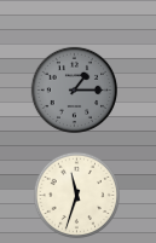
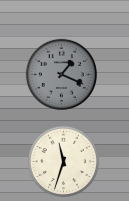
clock at (74, 89): 1:15 -> 1:19
